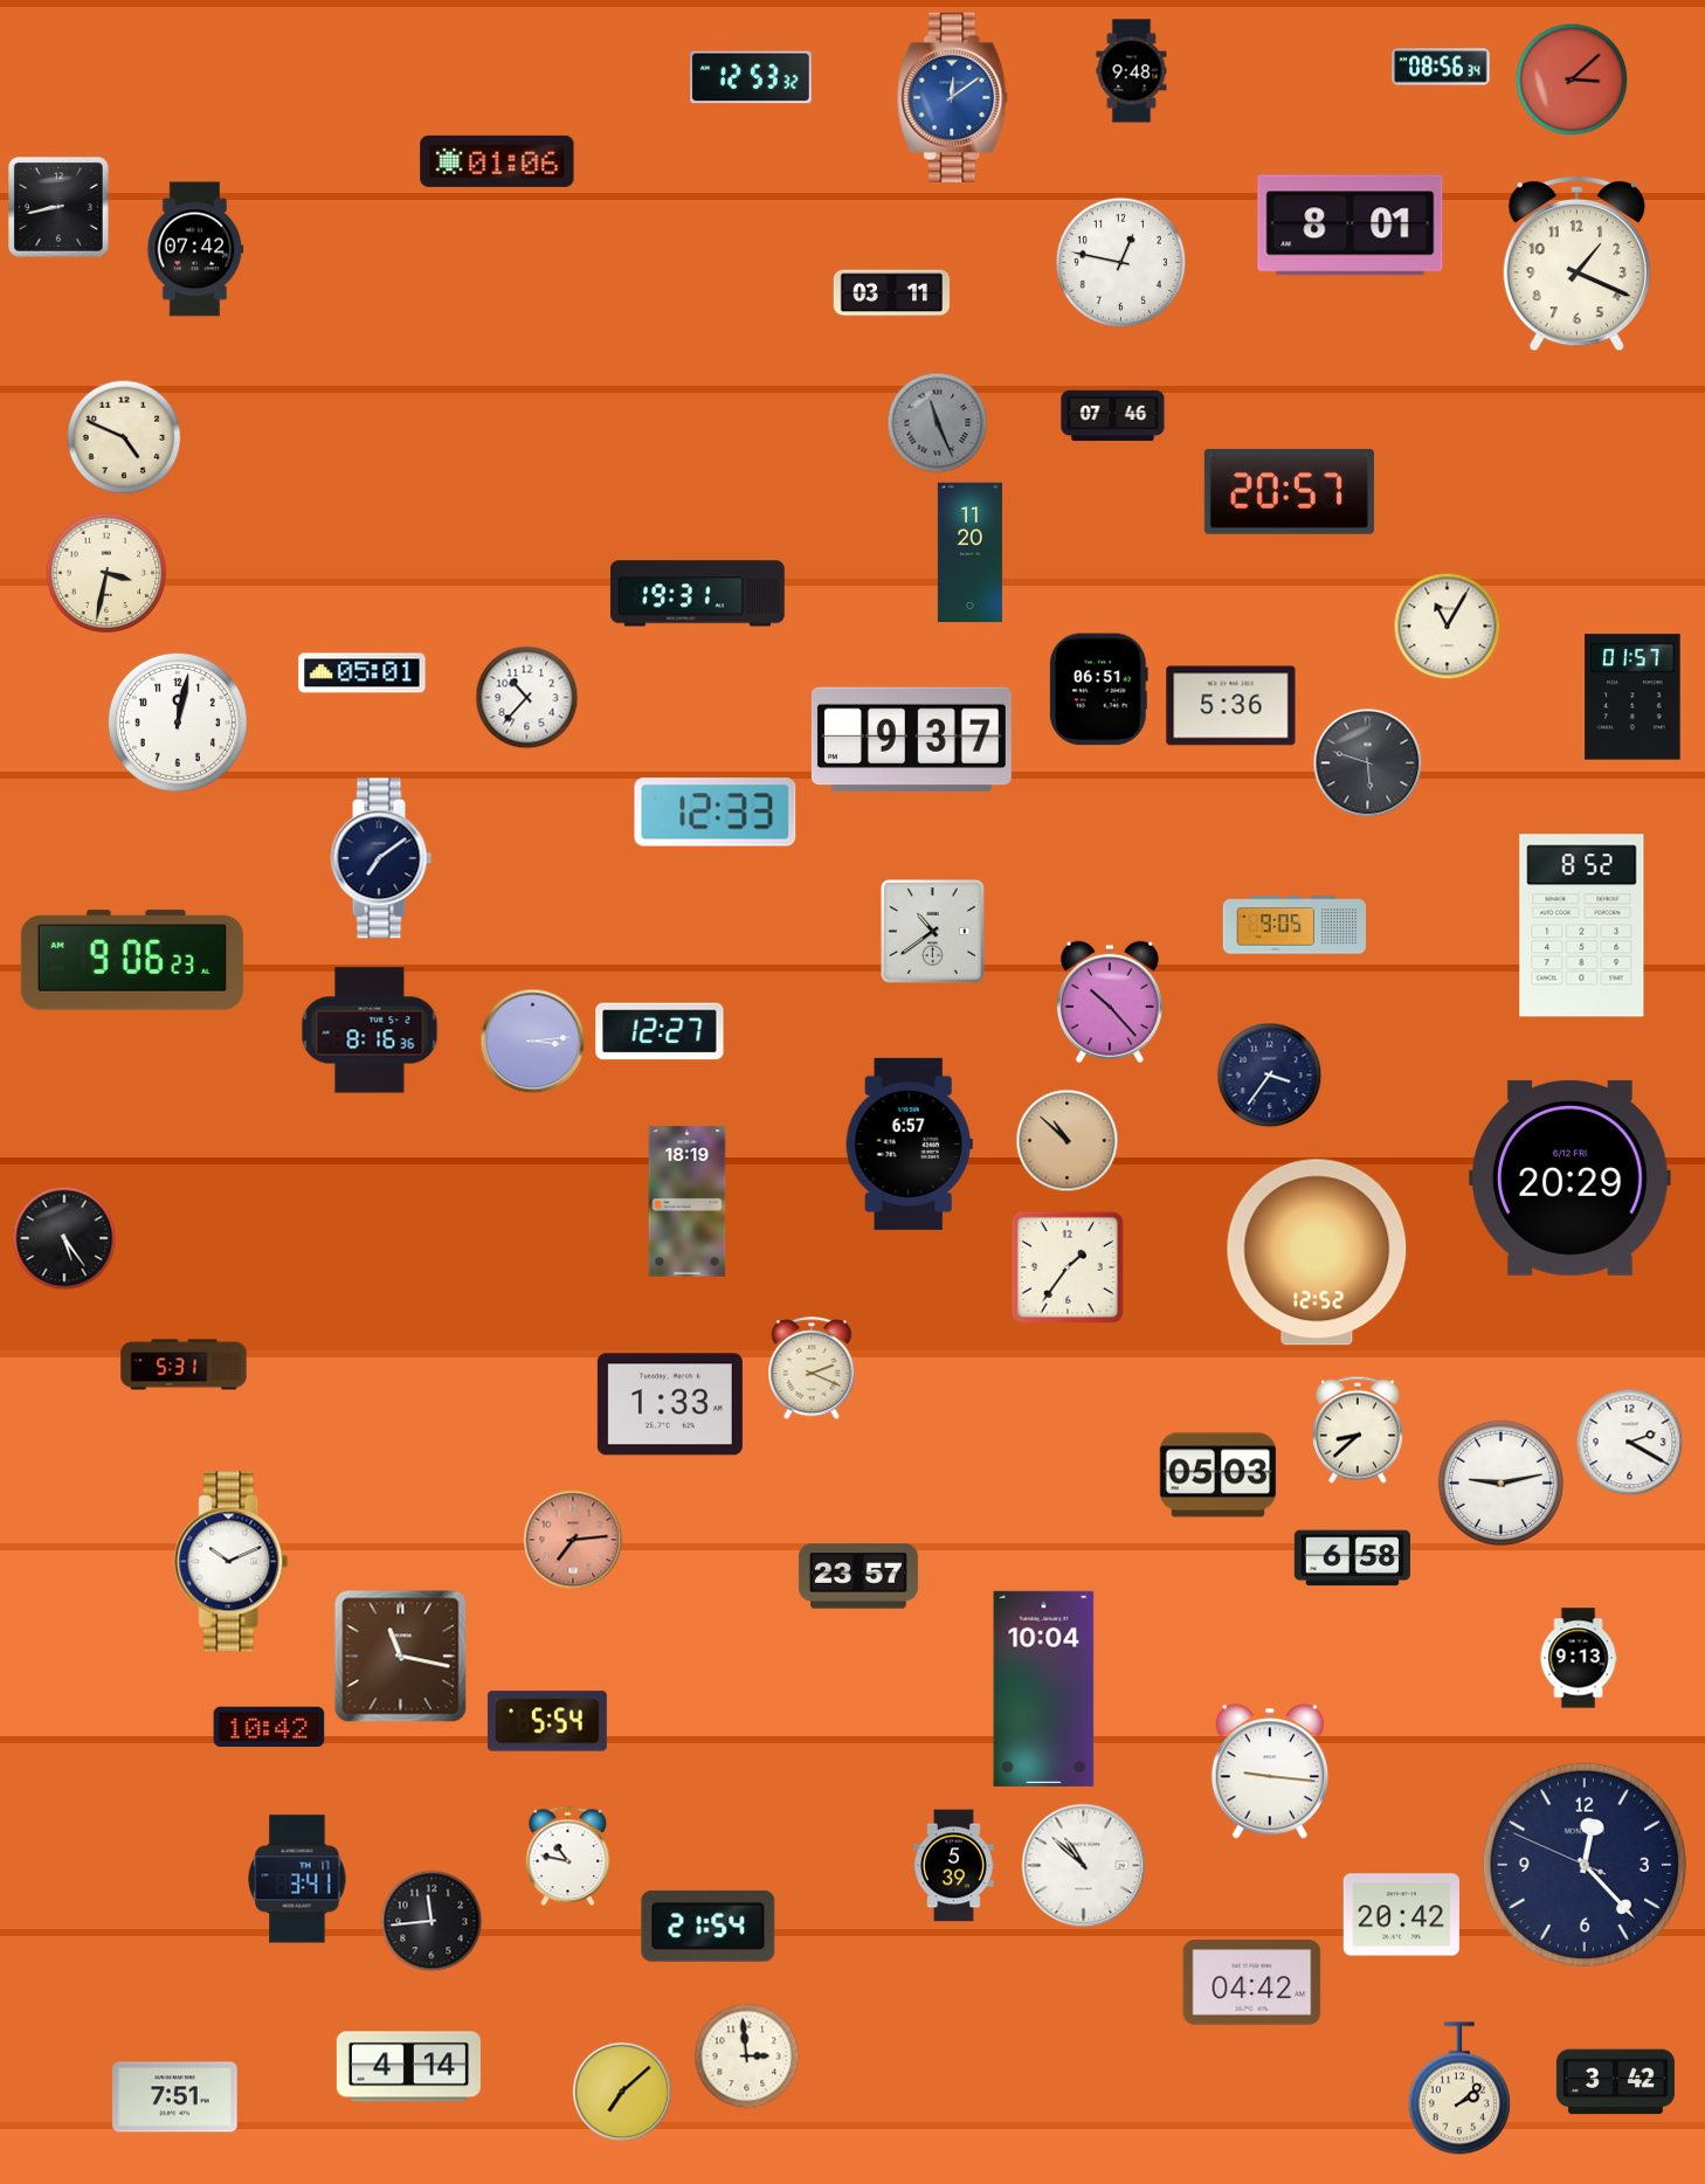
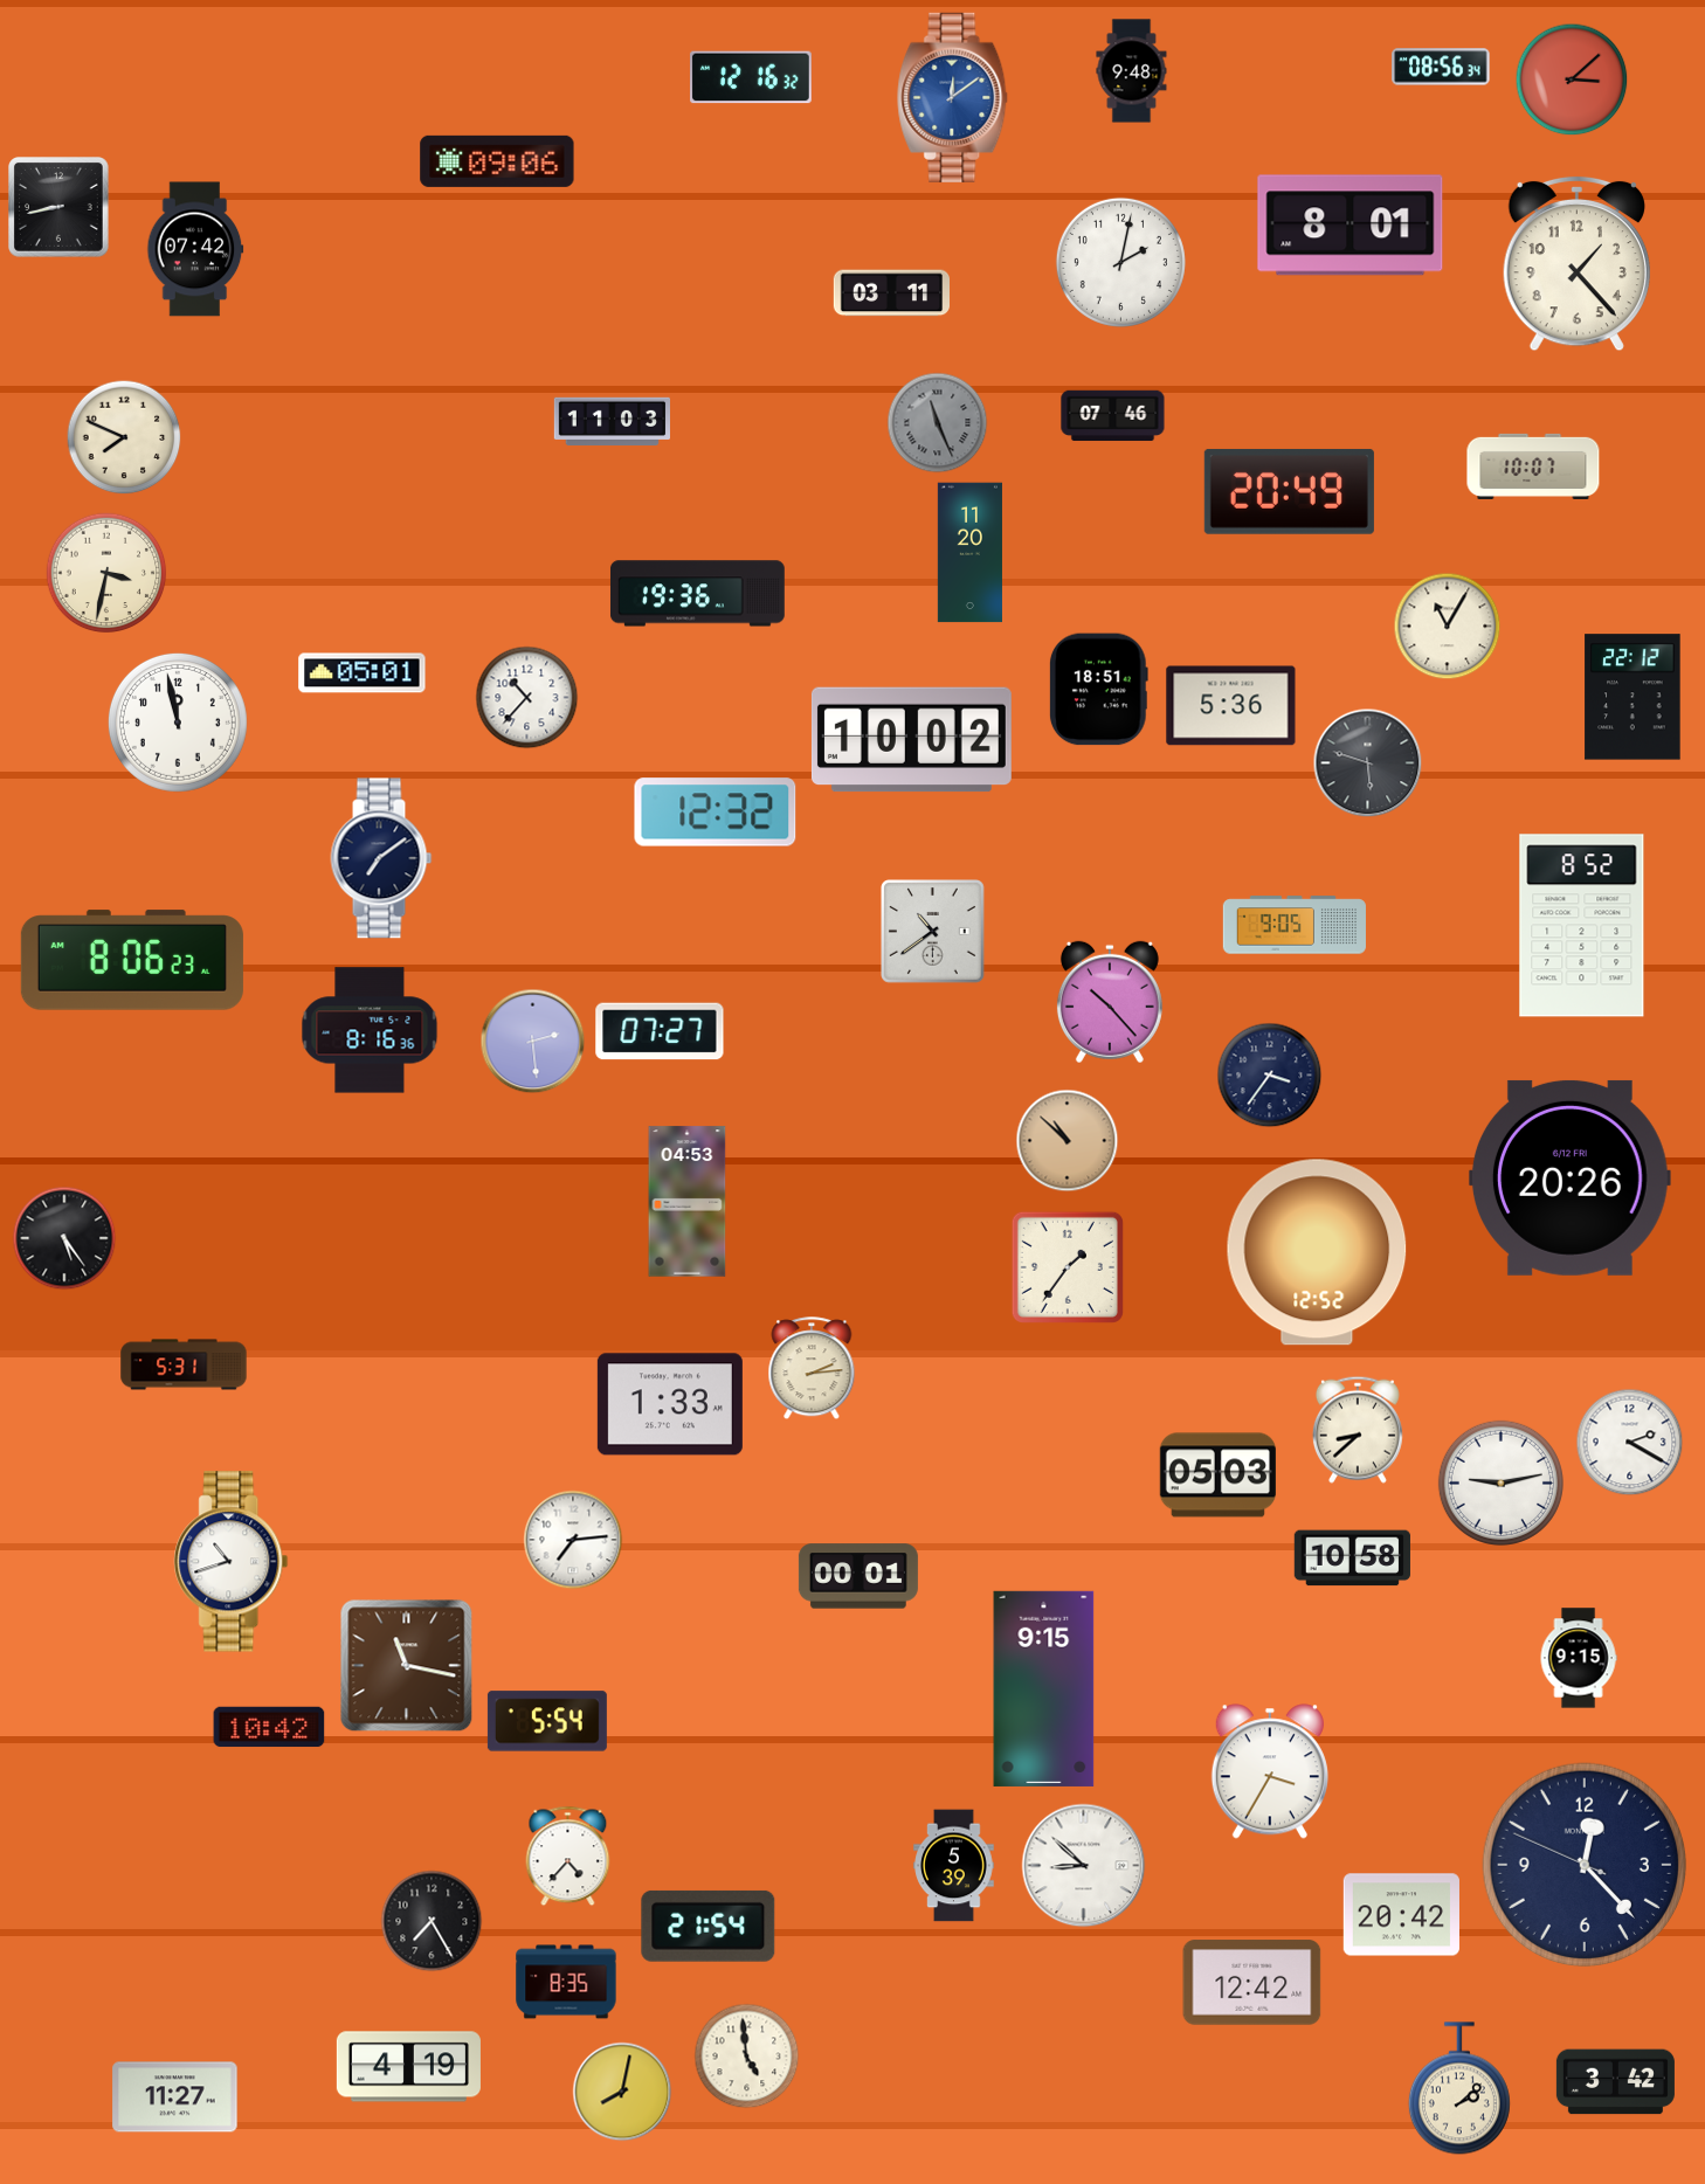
clock at (752, 77): 12:53 -> 12:16
clock at (497, 161): 01:06 -> 09:06
clock at (1120, 262): 12:47 -> 2:02
clock at (1576, 263): 1:19 -> 1:23
clock at (612, 421): none -> 11:03
clock at (124, 437): 4:49 -> 7:49
clock at (1533, 466): none -> 10:07
clock at (1289, 492): 20:57 -> 20:49
clock at (697, 594): 19:31 -> 19:36
clock at (1098, 690): 06:51 -> 18:51
clock at (1632, 697): 01:57 -> 22:12
clock at (178, 723): 12:02 -> 11:58
clock at (911, 740): 9:37 -> 10:02
clock at (716, 813): 12:33 -> 12:32
clock at (132, 960): 9:06 -> 8:06
clock at (660, 1031): 12:27 -> 07:27
clock at (533, 1042): 3:14 -> 2:29
clock at (909, 1143): 6:57 -> none
clock at (1571, 1177): 20:29 -> 20:26
clock at (688, 1202): 18:19 -> 04:53
clock at (812, 1369): 2:19 -> 2:14
clock at (573, 1540) dial: salmon -> white
clock at (1352, 1558): 6:58 -> 10:58
clock at (232, 1562): 10:11 -> 10:42
clock at (858, 1576): 23:57 -> 00:01
clock at (401, 1657) position: (401, 1657) -> (407, 1666)
clock at (1579, 1658): 9:13 -> 9:15
clock at (1044, 1688): 10:04 -> 9:15
clock at (1270, 1771): 9:16 -> 3:35
clock at (568, 1857): 10:47 -> 4:37
clock at (1084, 1866): 10:52 -> 8:52
clock at (297, 1879): 3:41 -> none
clock at (432, 1921): 11:44 -> 7:25
clock at (566, 1982): none -> 8:35
clock at (1252, 1983): 04:42 -> 12:42
clock at (747, 2057): 2:59 -> 4:59
clock at (408, 2067): 4:14 -> 4:19
clock at (622, 2092): 7:08 -> 8:02
clock at (175, 2097): 7:51 -> 11:27
